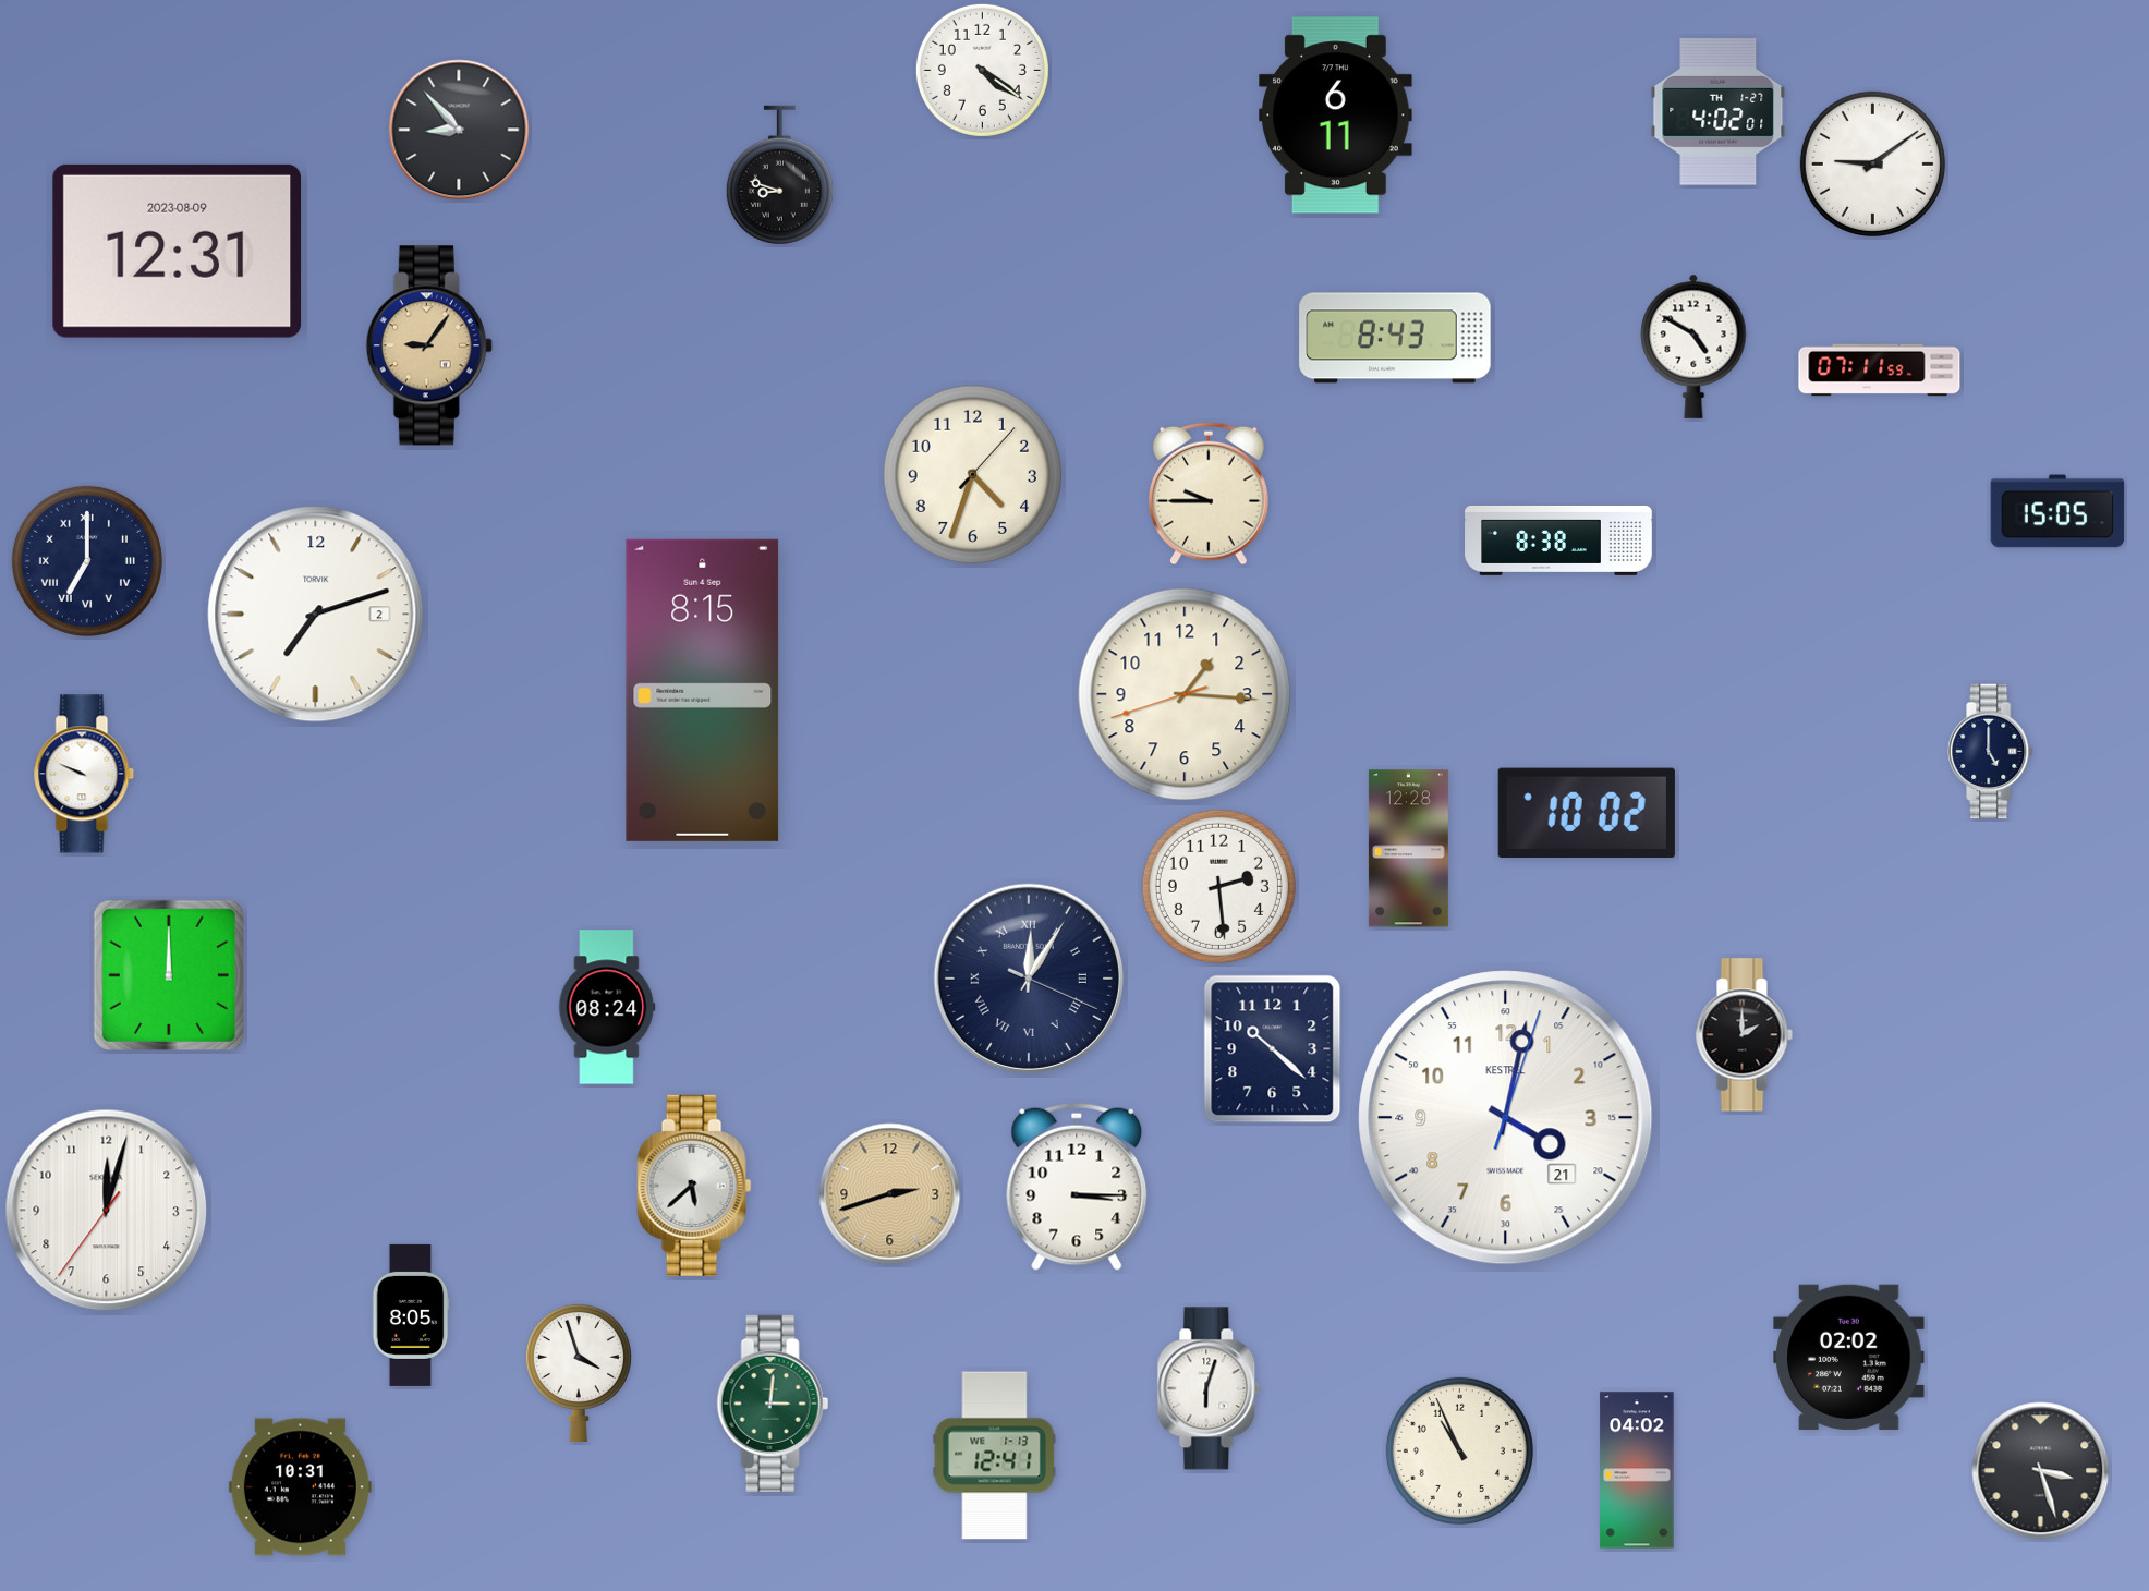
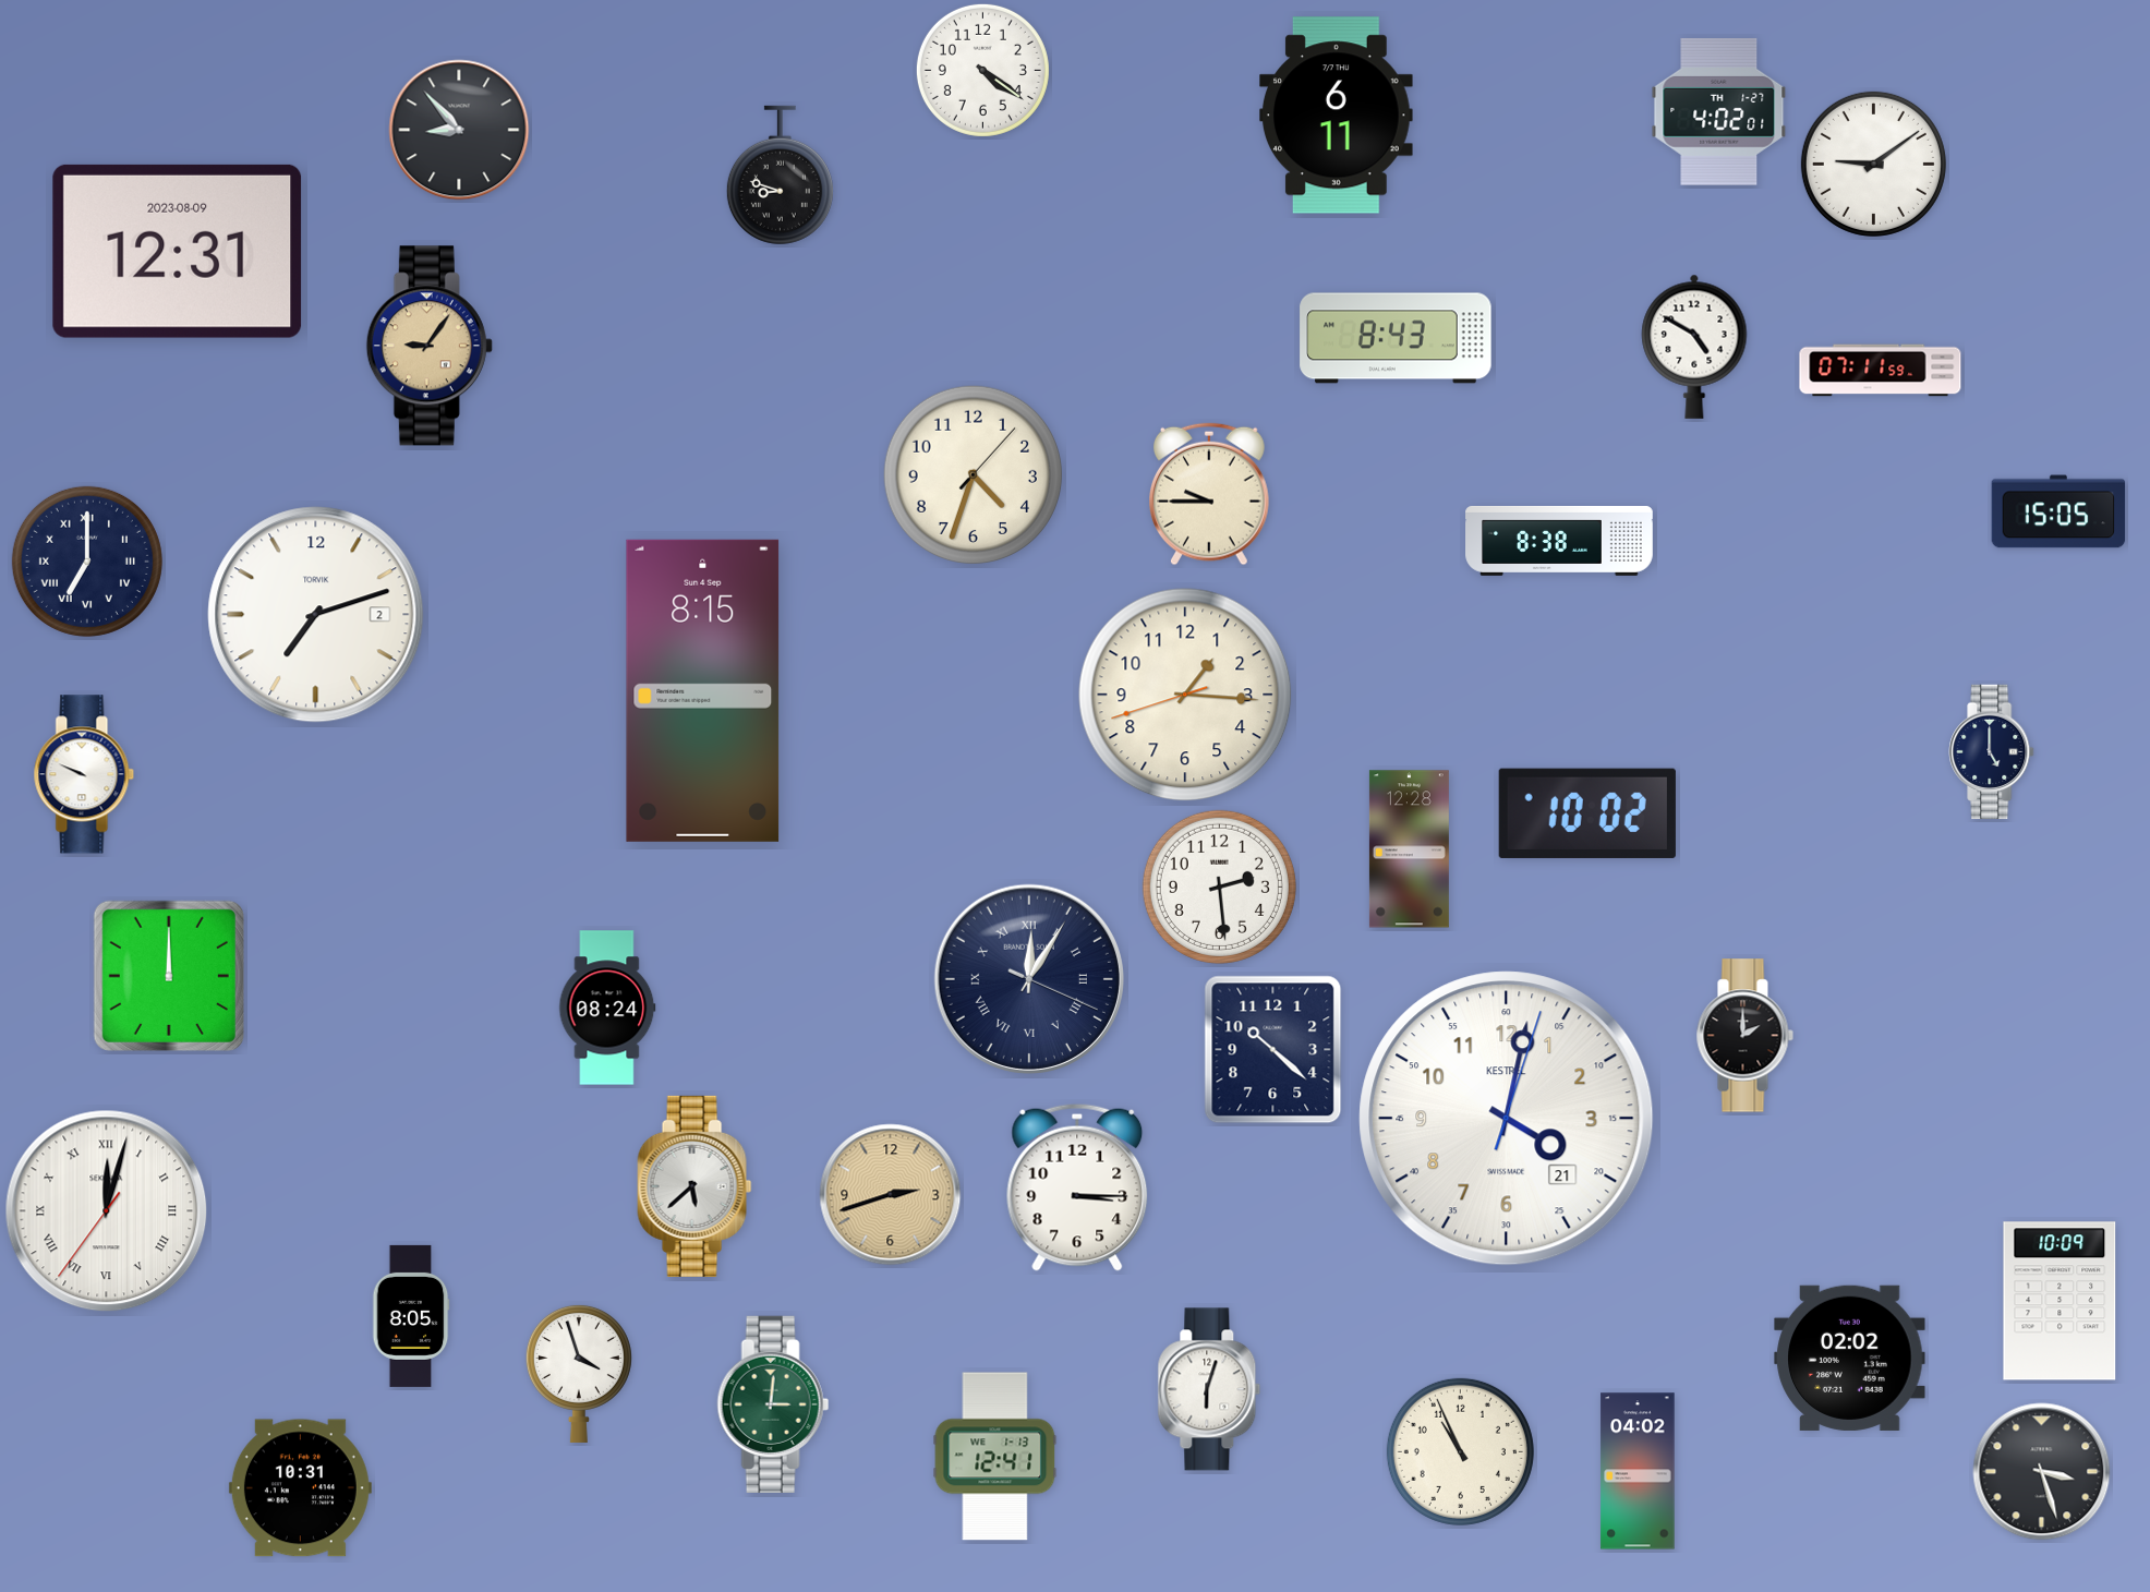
clock at (107, 1211) numerals: Arabic -> Roman
clock at (2060, 1301): none -> 10:09
